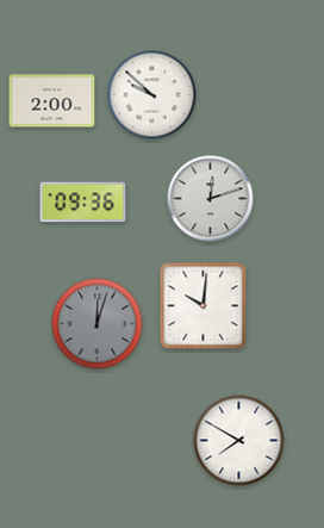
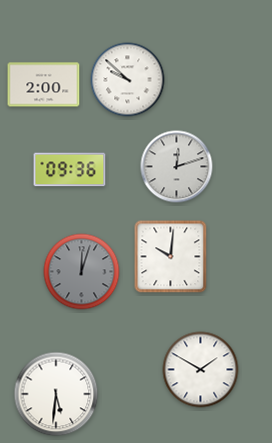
clock at (239, 441): 7:50 -> 1:50
clock at (56, 394): none -> 5:31
